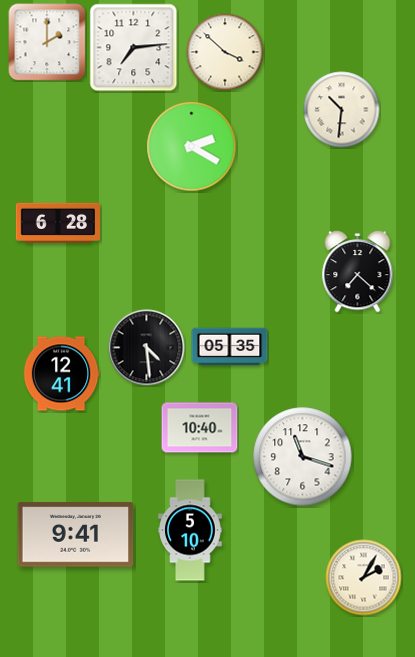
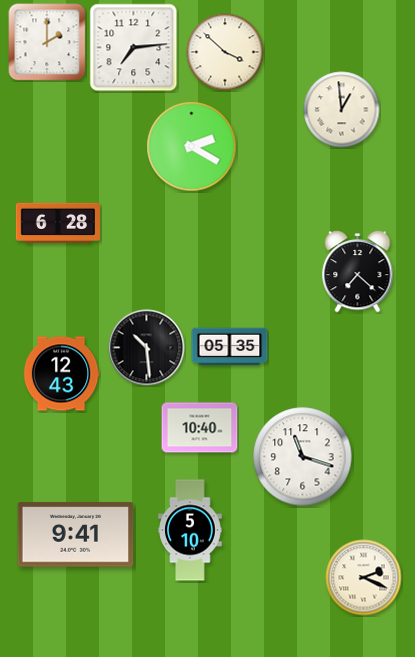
clock at (342, 110): 10:31 -> 12:59
clock at (147, 348): 4:29 -> 10:29
clock at (61, 374): 12:41 -> 12:43
clock at (364, 578): 2:05 -> 2:19
